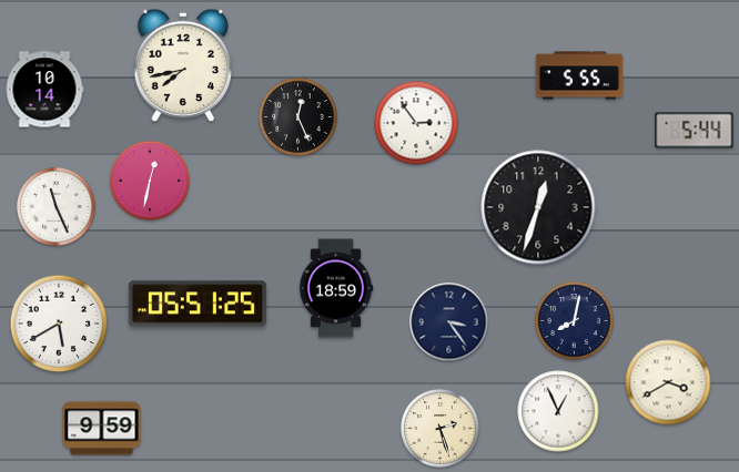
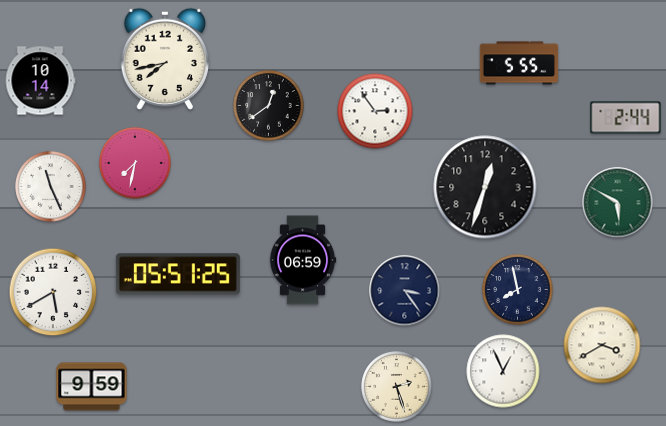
clock at (579, 75) position: (579, 75) -> (519, 63)
clock at (298, 117): 12:26 -> 12:39
clock at (695, 131): 5:44 -> 2:44
clock at (150, 181): 12:32 -> 7:32
clock at (618, 203): none -> 5:50
clock at (336, 288): 18:59 -> 06:59
clock at (575, 321): 8:02 -> 7:58
